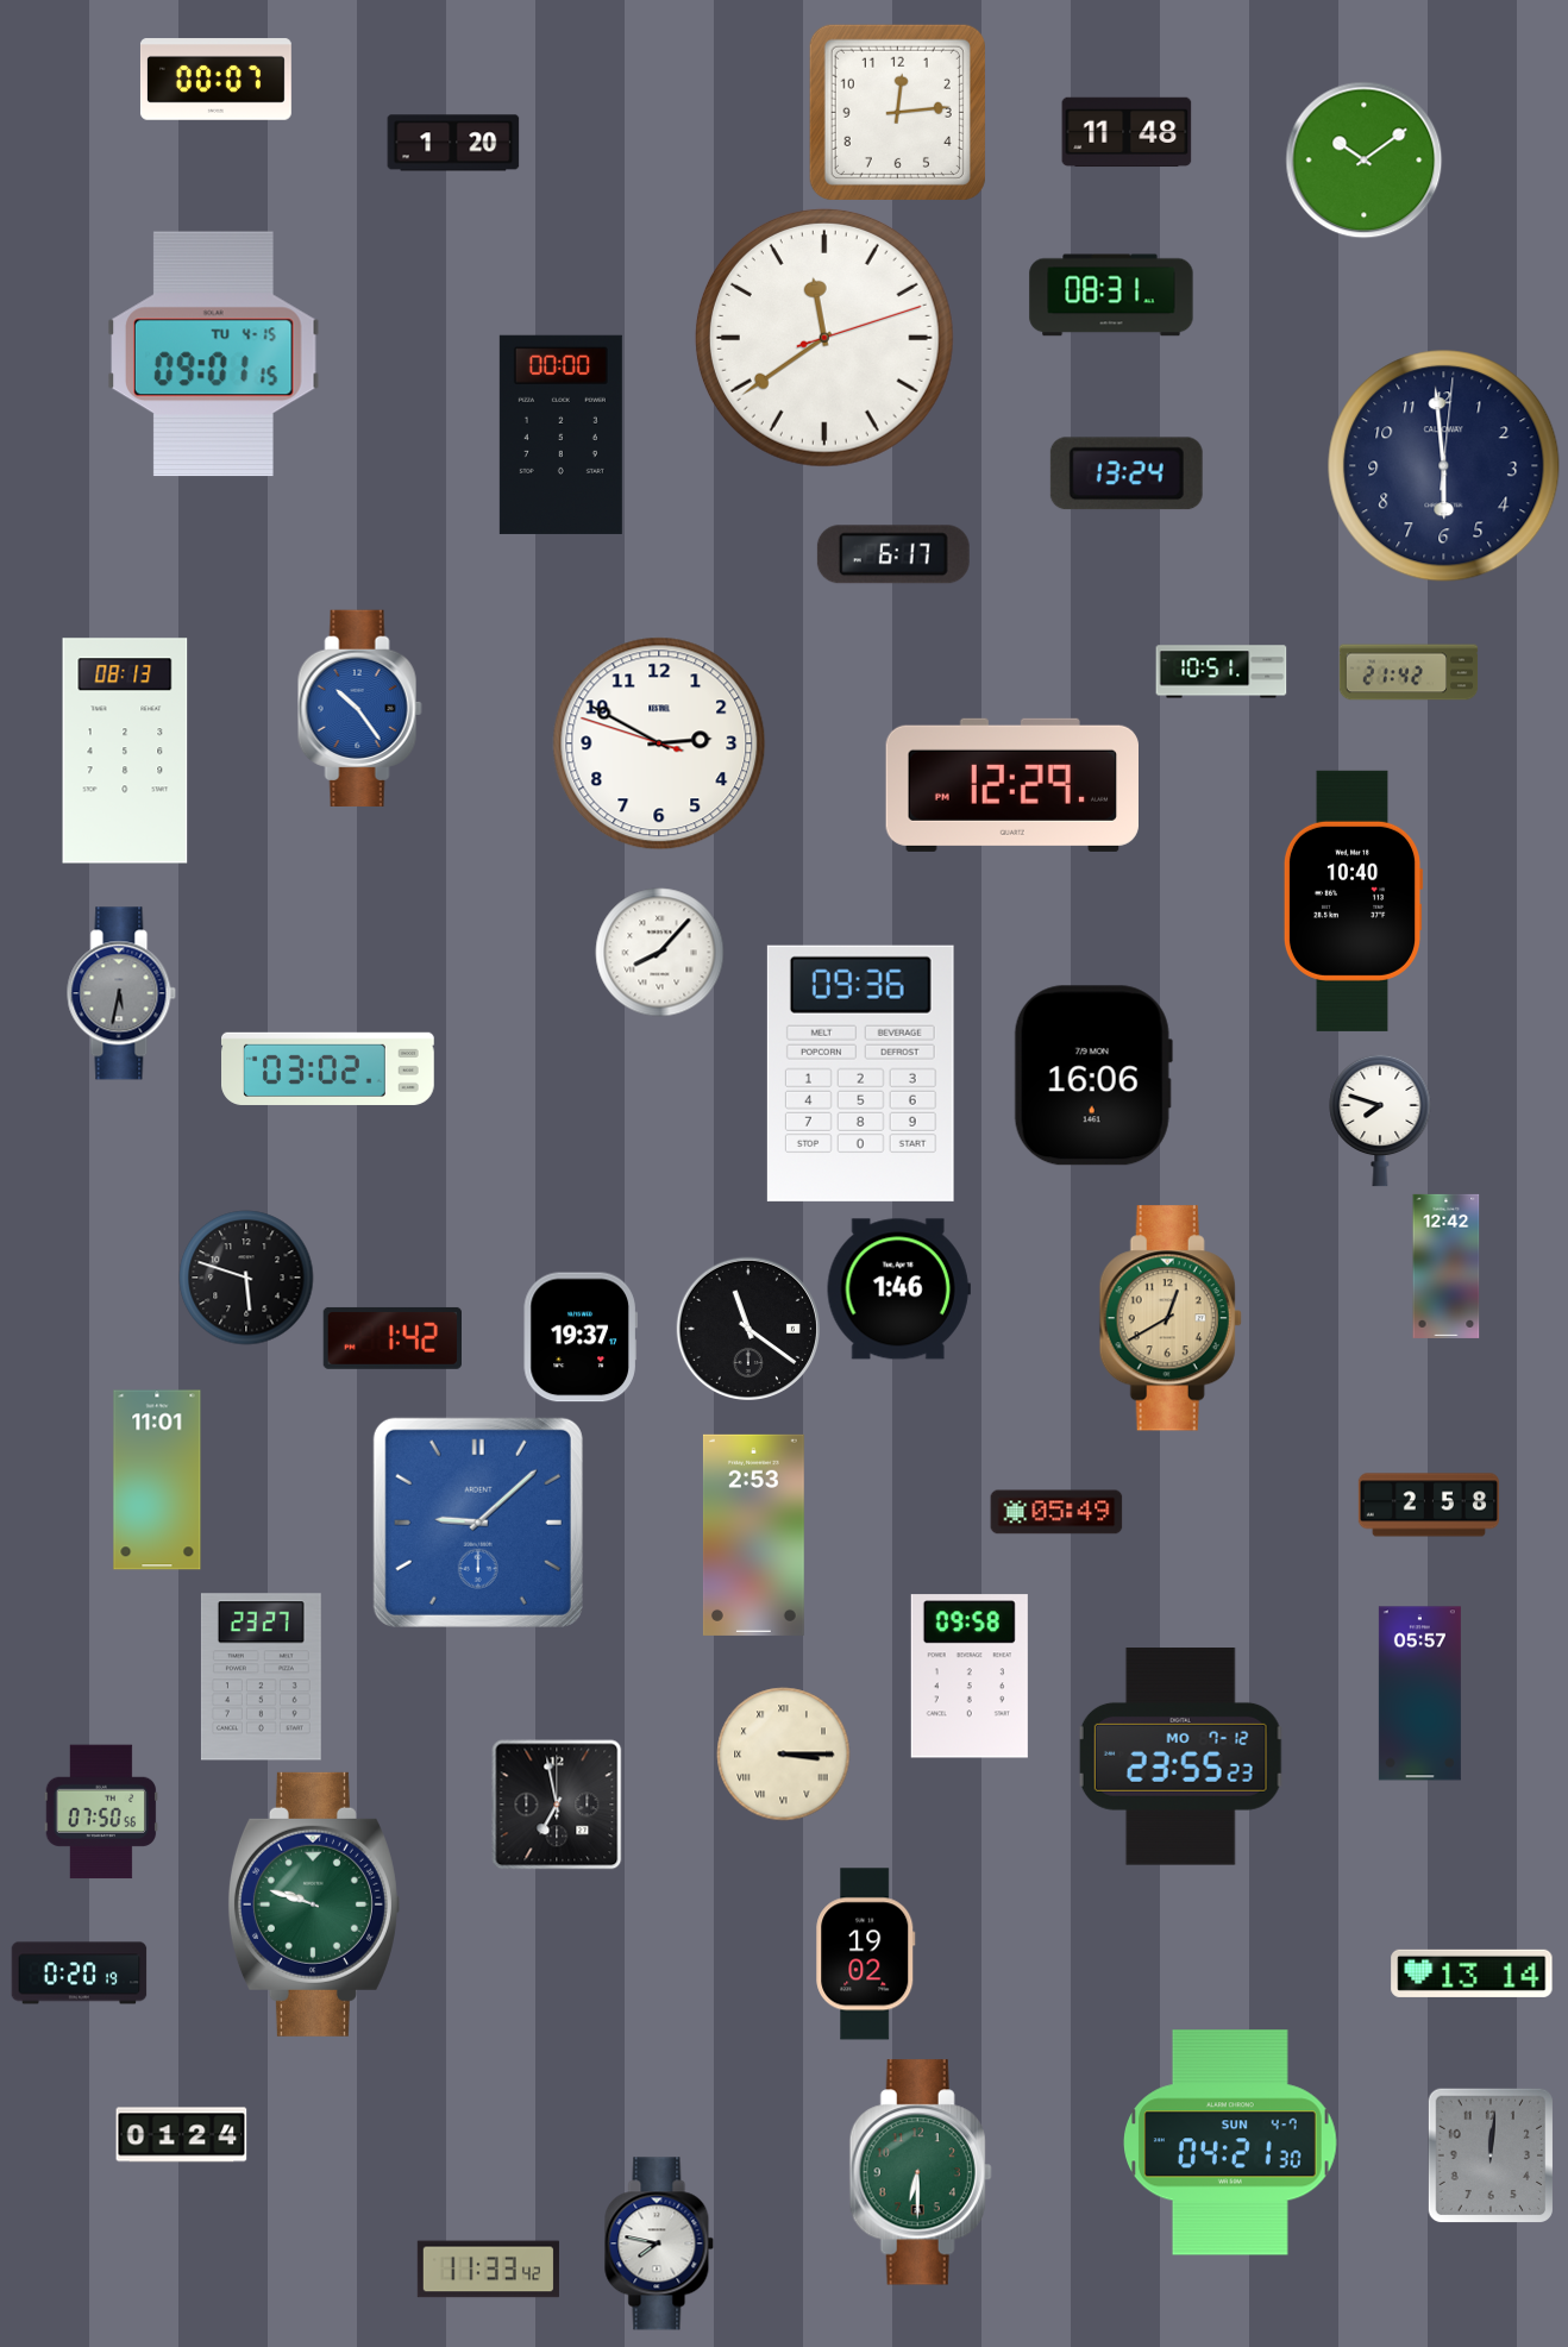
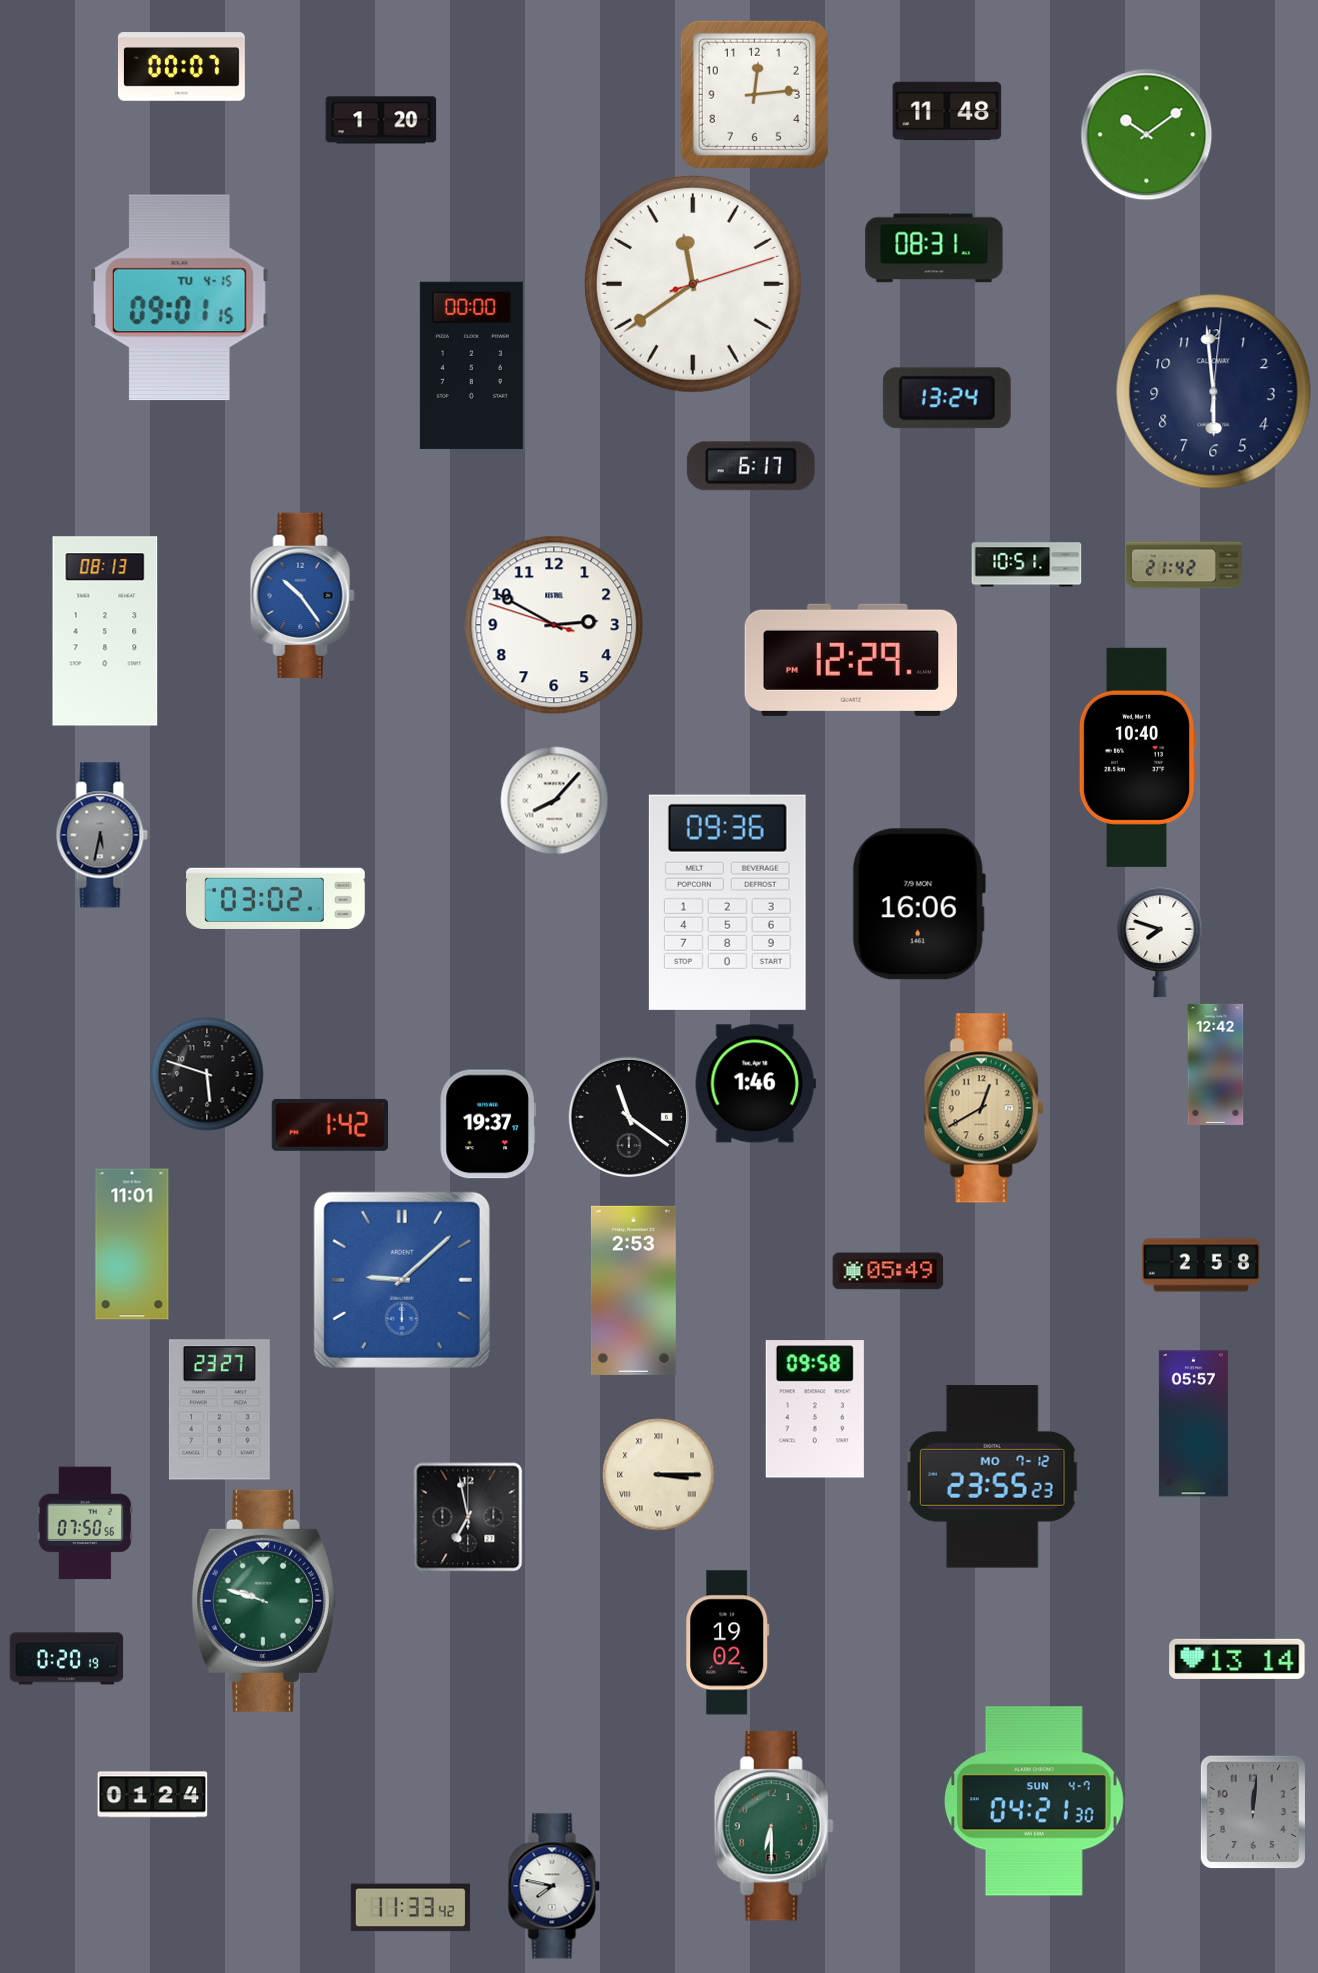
clock at (860, 1073) position: (860, 1073) -> (727, 902)
